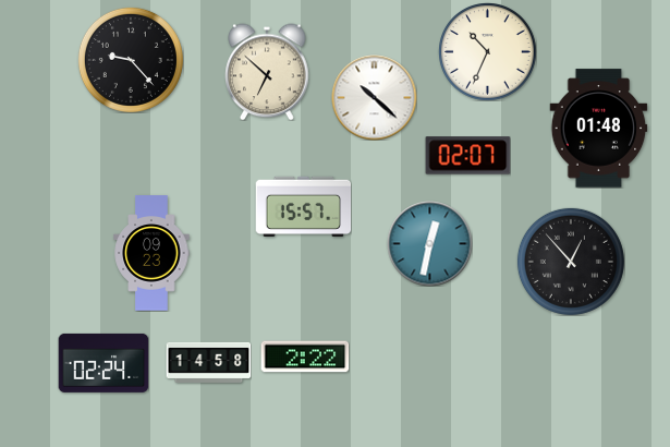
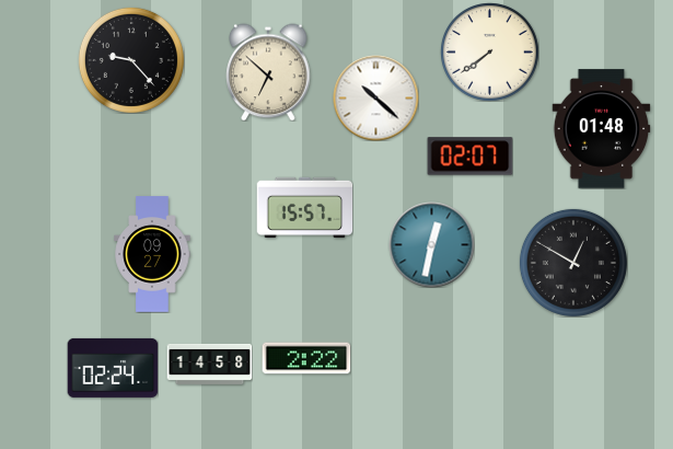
clock at (488, 52): 10:34 -> 7:39
clock at (151, 253): 09:23 -> 09:27
clock at (571, 262): 12:53 -> 12:50
clock at (103, 363) position: (103, 363) -> (113, 368)
